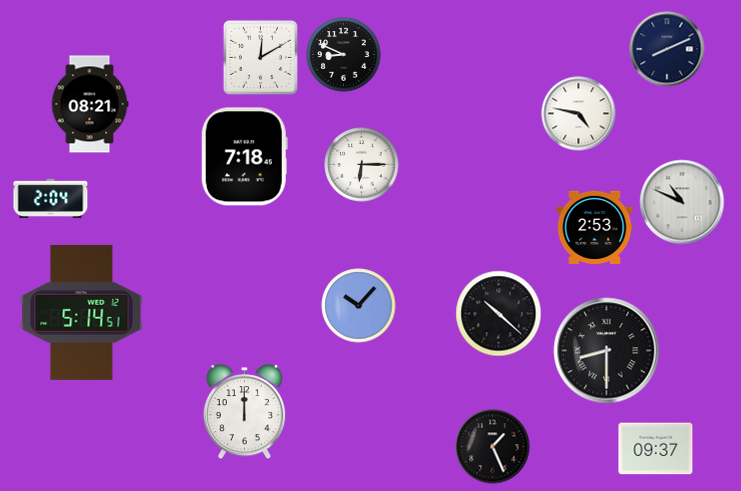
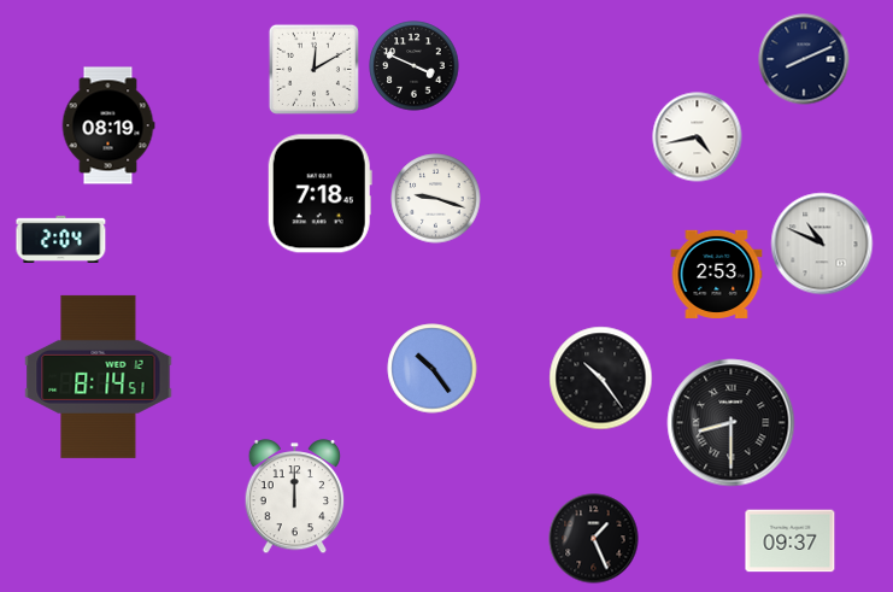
clock at (344, 55): 8:49 -> 3:49
clock at (90, 104): 08:21 -> 08:19
clock at (579, 114): 4:47 -> 4:43
clock at (244, 157) position: (244, 157) -> (319, 194)
clock at (362, 165): 6:15 -> 9:18
clock at (359, 306): 10:07 -> 10:24
clock at (82, 312): 5:14 -> 8:14
clock at (499, 314): 10:22 -> 10:24
